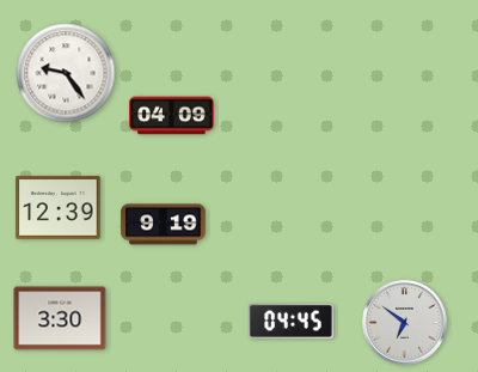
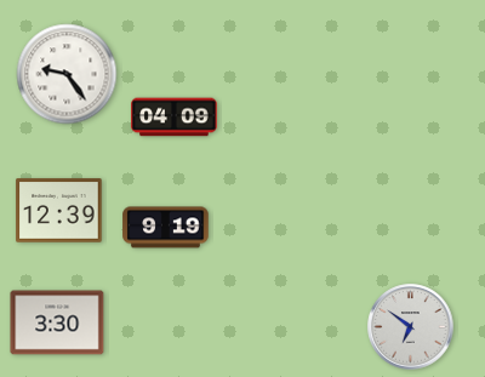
clock at (60, 318) position: (60, 318) -> (57, 322)
clock at (292, 322): 04:45 -> none
